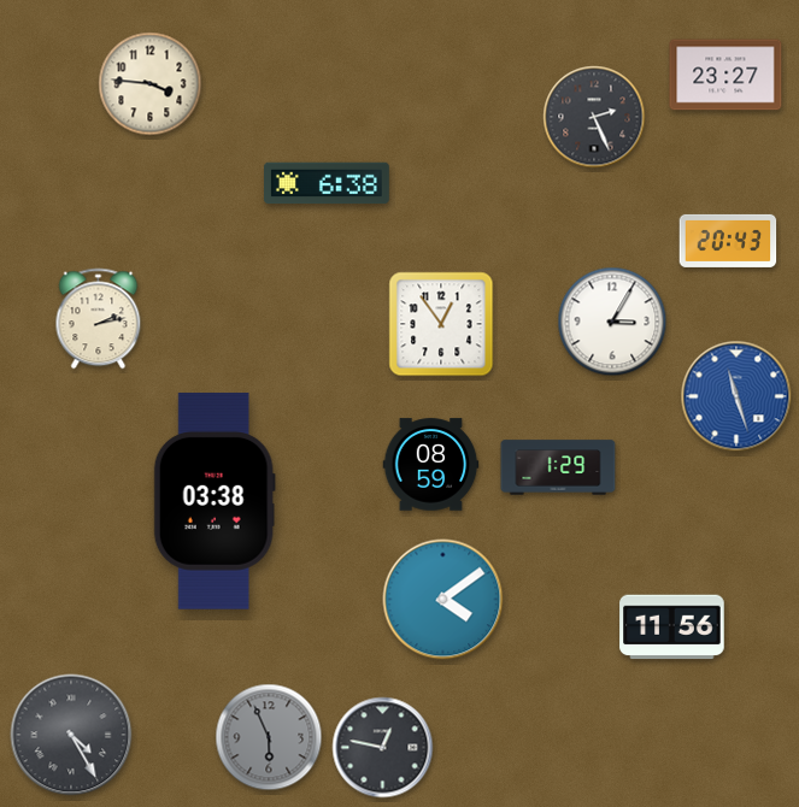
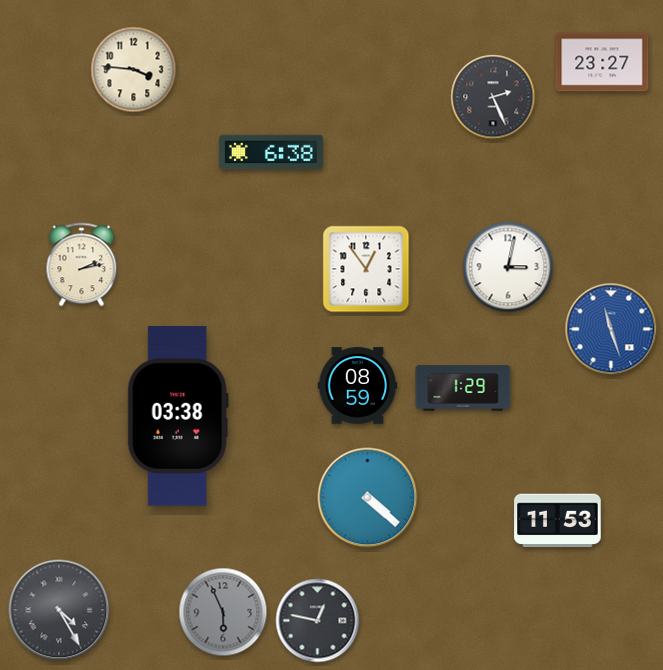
clock at (151, 84) position: (151, 84) -> (134, 70)
clock at (728, 241): 20:43 -> none
clock at (612, 322): 3:05 -> 3:02
clock at (443, 600): 4:09 -> 4:22
clock at (672, 628): 11:56 -> 11:53
